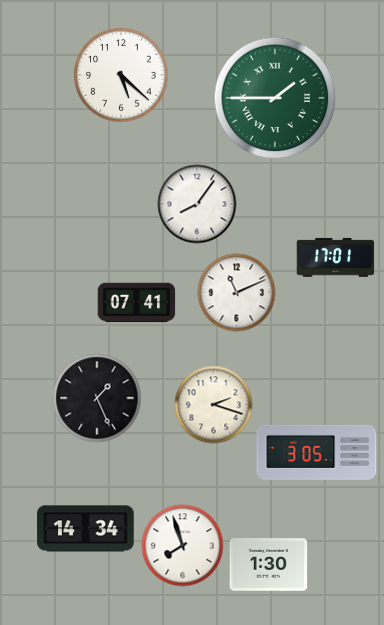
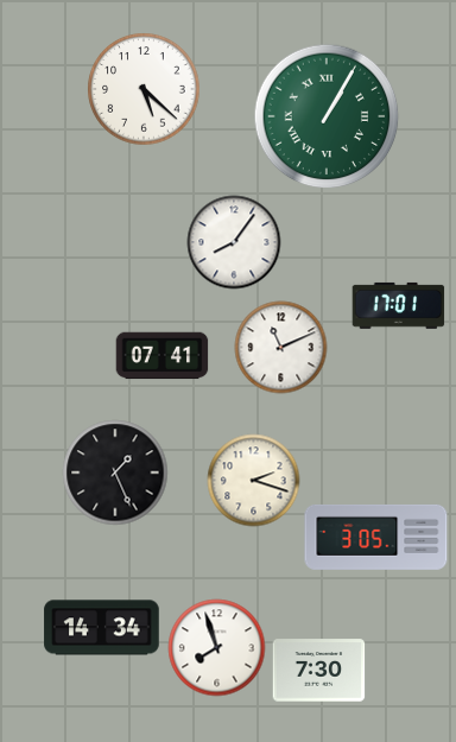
clock at (275, 98): 1:45 -> 1:05
clock at (136, 303) position: (136, 303) -> (161, 356)
clock at (268, 565): 1:30 -> 7:30
